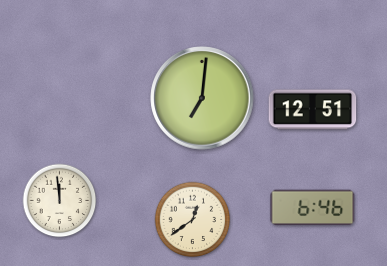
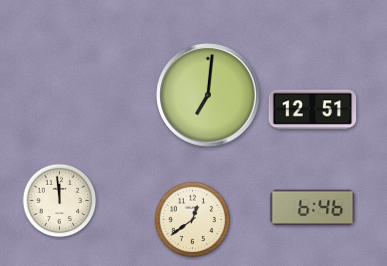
clock at (202, 98) position: (202, 98) -> (208, 95)
